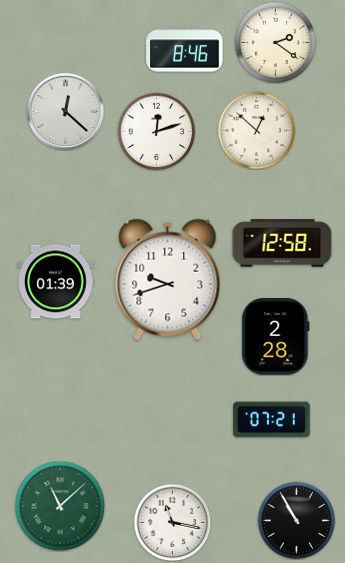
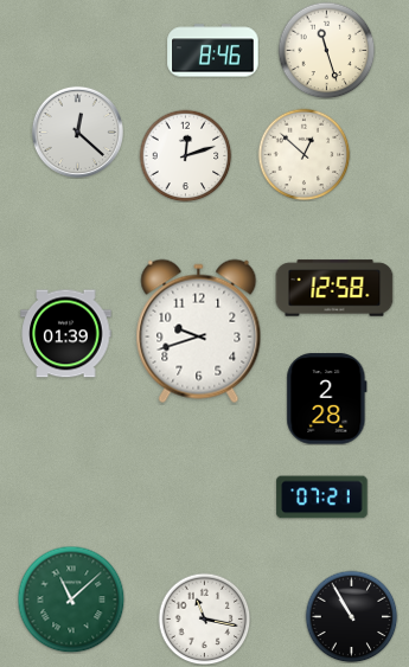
clock at (275, 42): 2:21 -> 11:27
clock at (185, 50) position: (185, 50) -> (213, 51)
